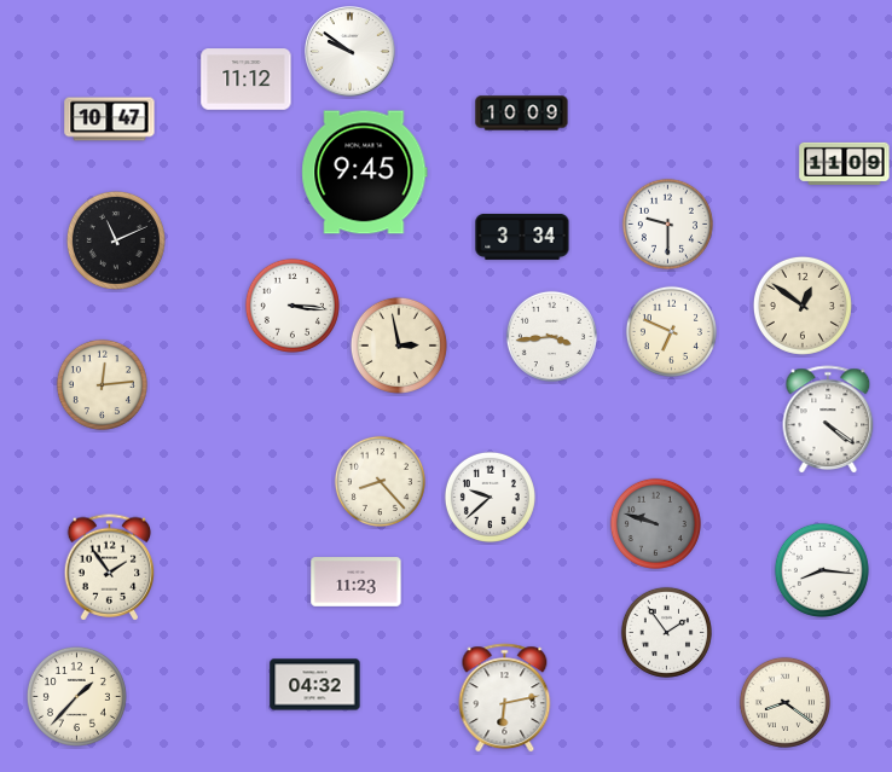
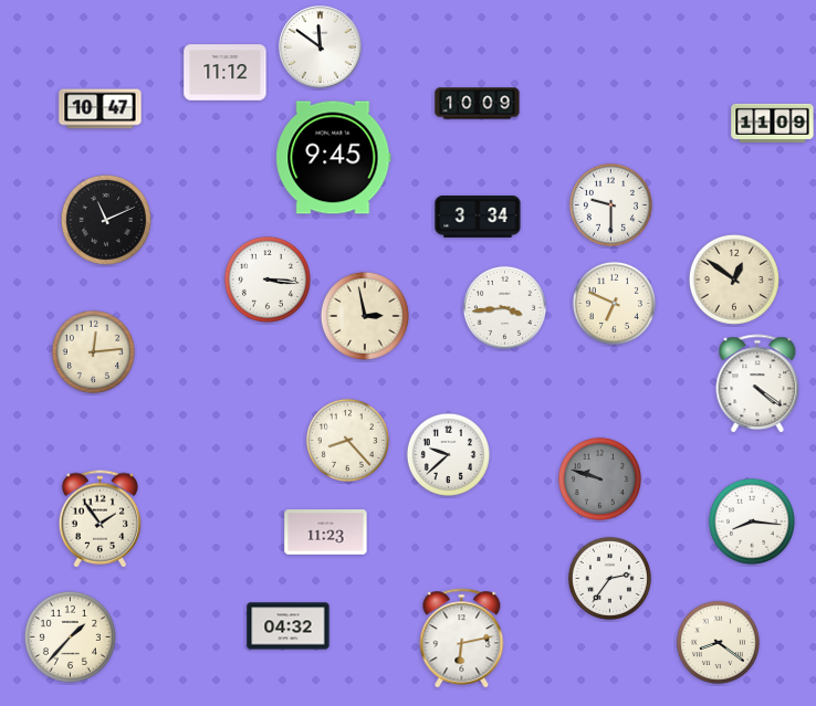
clock at (351, 52): 9:51 -> 11:51
clock at (845, 163) position: (845, 163) -> (773, 123)
clock at (666, 632): 1:54 -> 2:36
